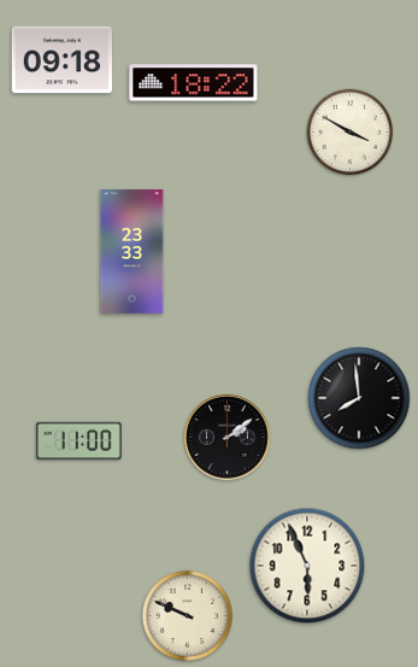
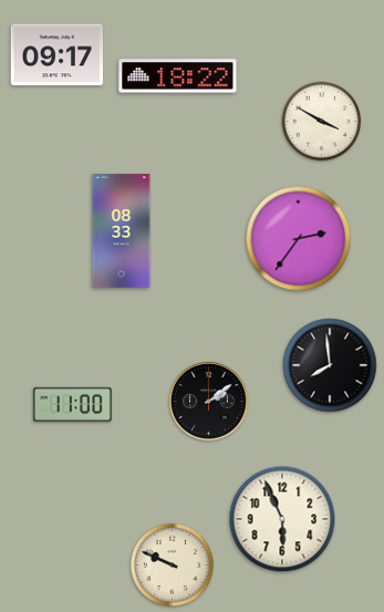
clock at (63, 60): 09:18 -> 09:17
clock at (133, 252): 23:33 -> 08:33
clock at (299, 239): none -> 2:36
